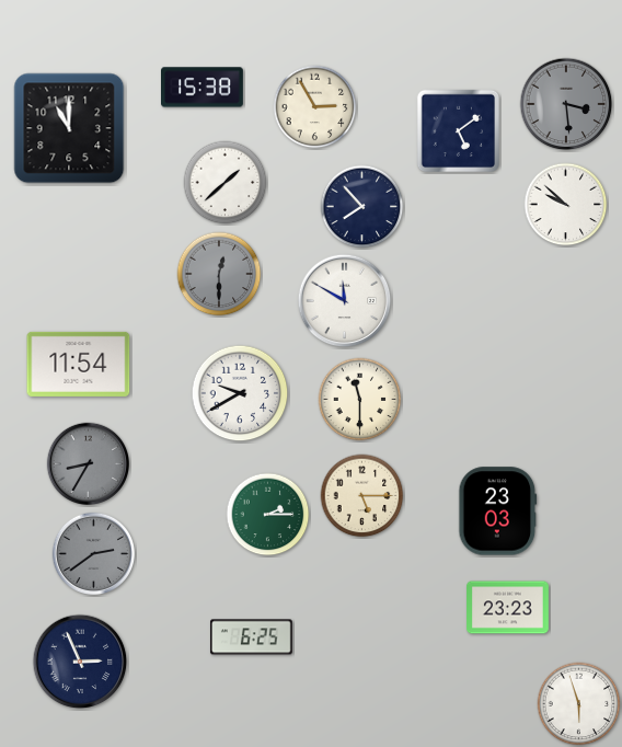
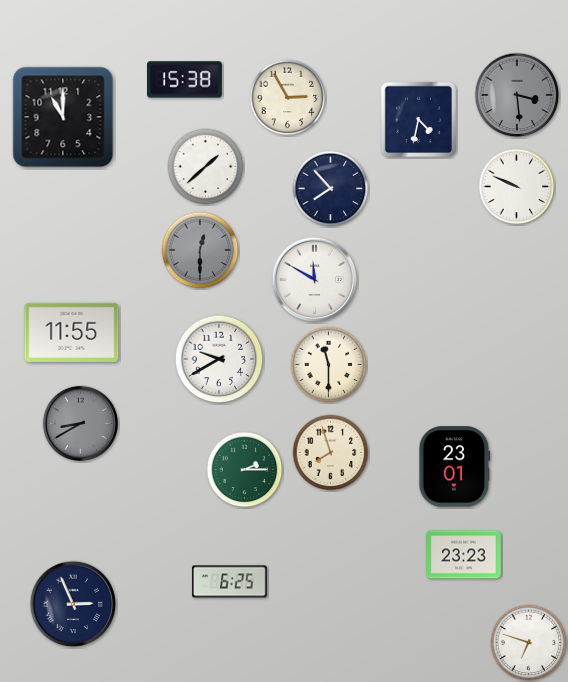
clock at (458, 130): 5:09 -> 4:32
clock at (566, 205): 9:52 -> 9:49
clock at (345, 301) position: (345, 301) -> (315, 280)
clock at (79, 364): 11:54 -> 11:55
clock at (88, 463): 8:35 -> 8:40
clock at (362, 496): 5:15 -> 7:57
clock at (498, 512): 23:03 -> 23:01
clock at (93, 553): 2:39 -> none
clock at (579, 704): 5:57 -> 6:48
